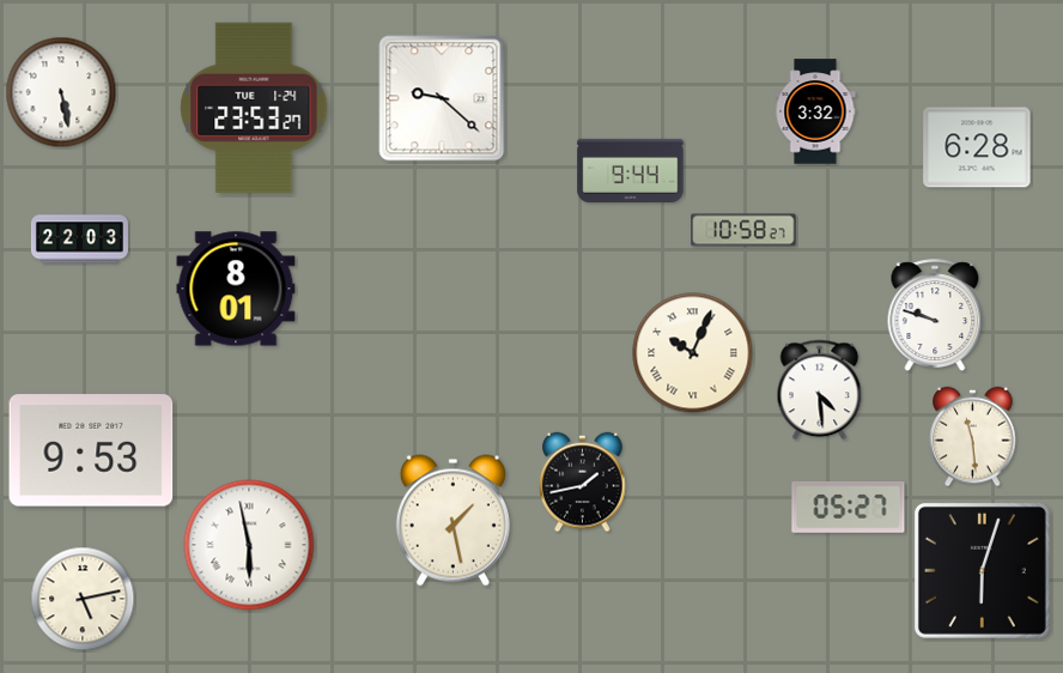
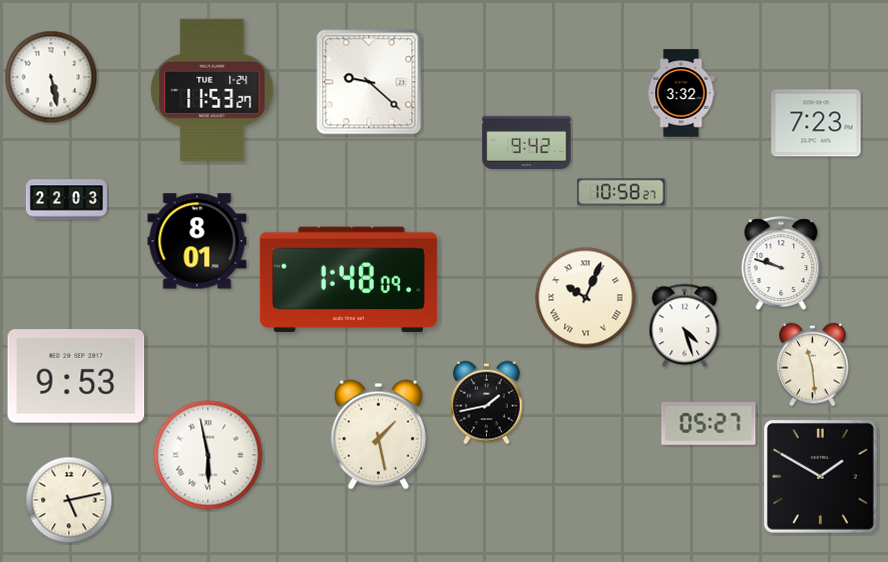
clock at (254, 108): 23:53 -> 11:53
clock at (977, 147): 6:28 -> 7:23
clock at (631, 170): 9:44 -> 9:42
clock at (348, 280): none -> 1:48
clock at (693, 353) position: (693, 353) -> (586, 298)
clock at (820, 390): 4:29 -> 4:27
clock at (982, 570): 6:03 -> 1:50
